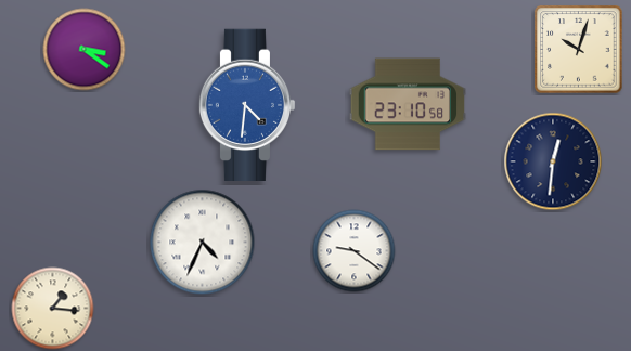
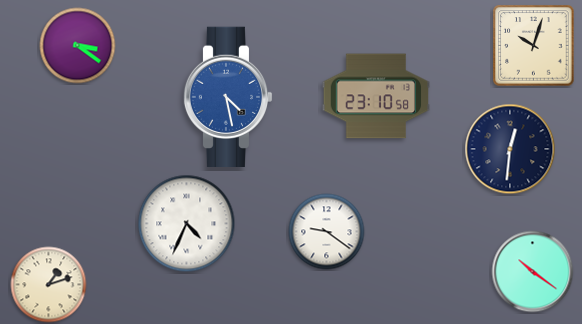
clock at (247, 104): 4:31 -> 4:28
clock at (533, 272): none -> 10:21
clock at (53, 309): 1:16 -> 1:12
